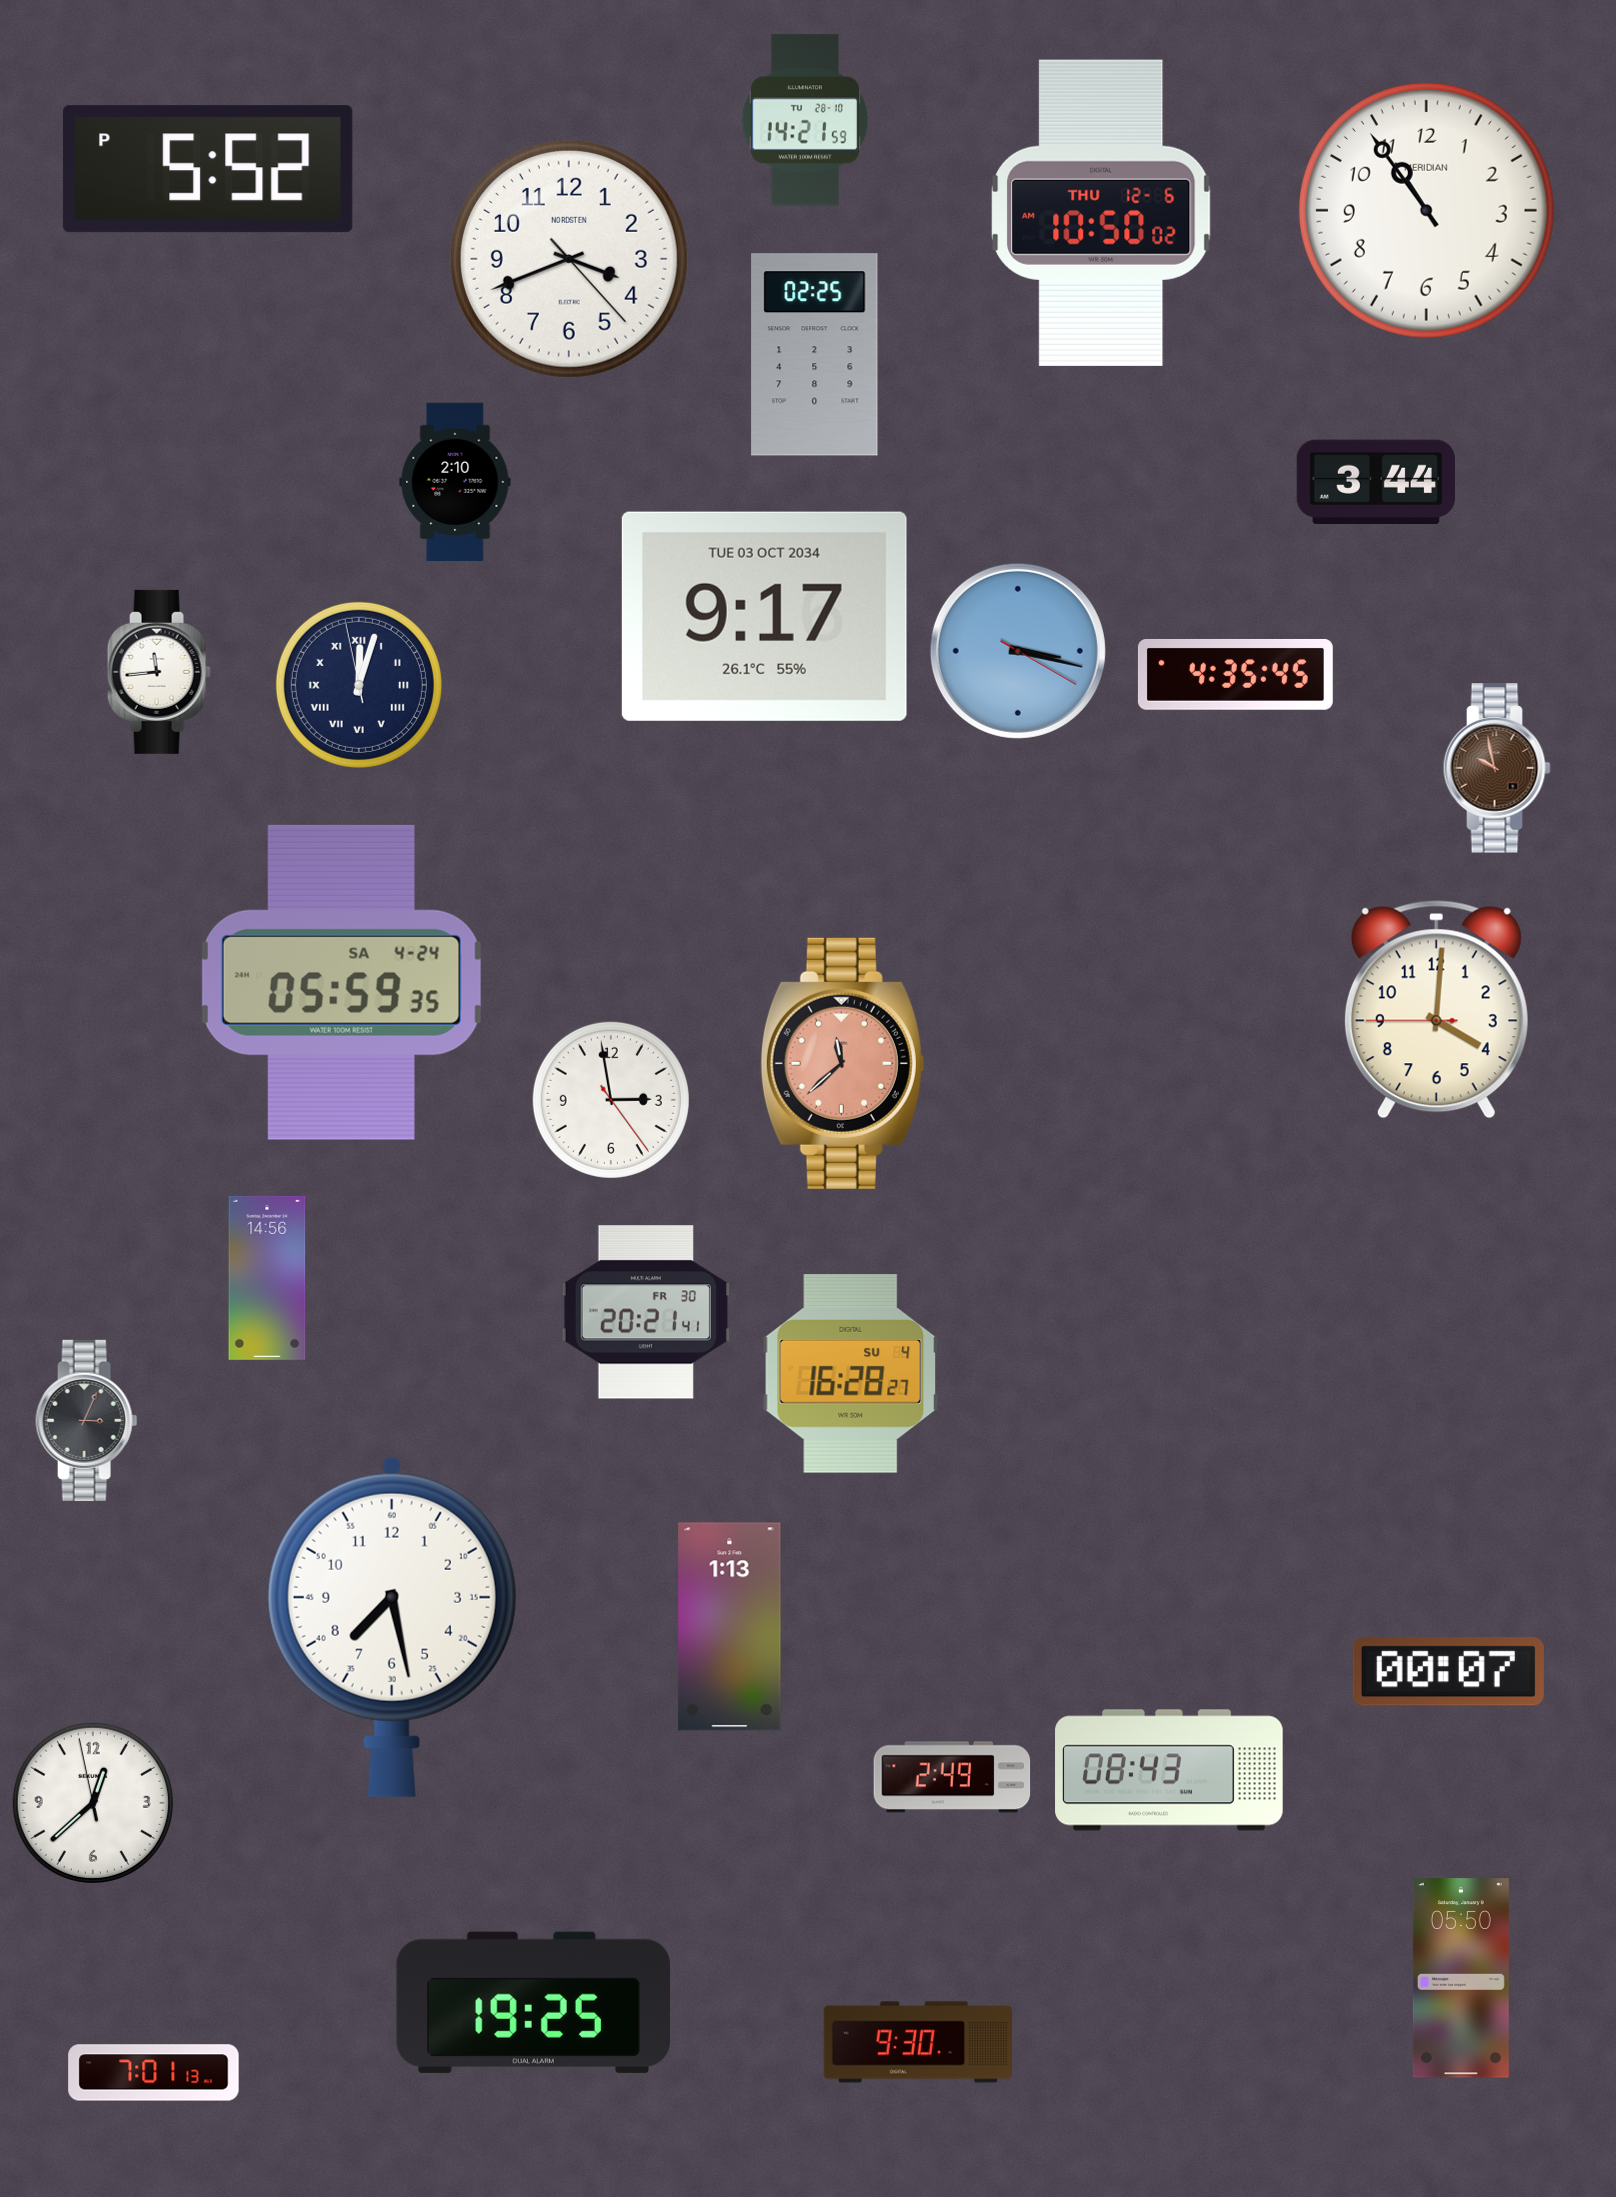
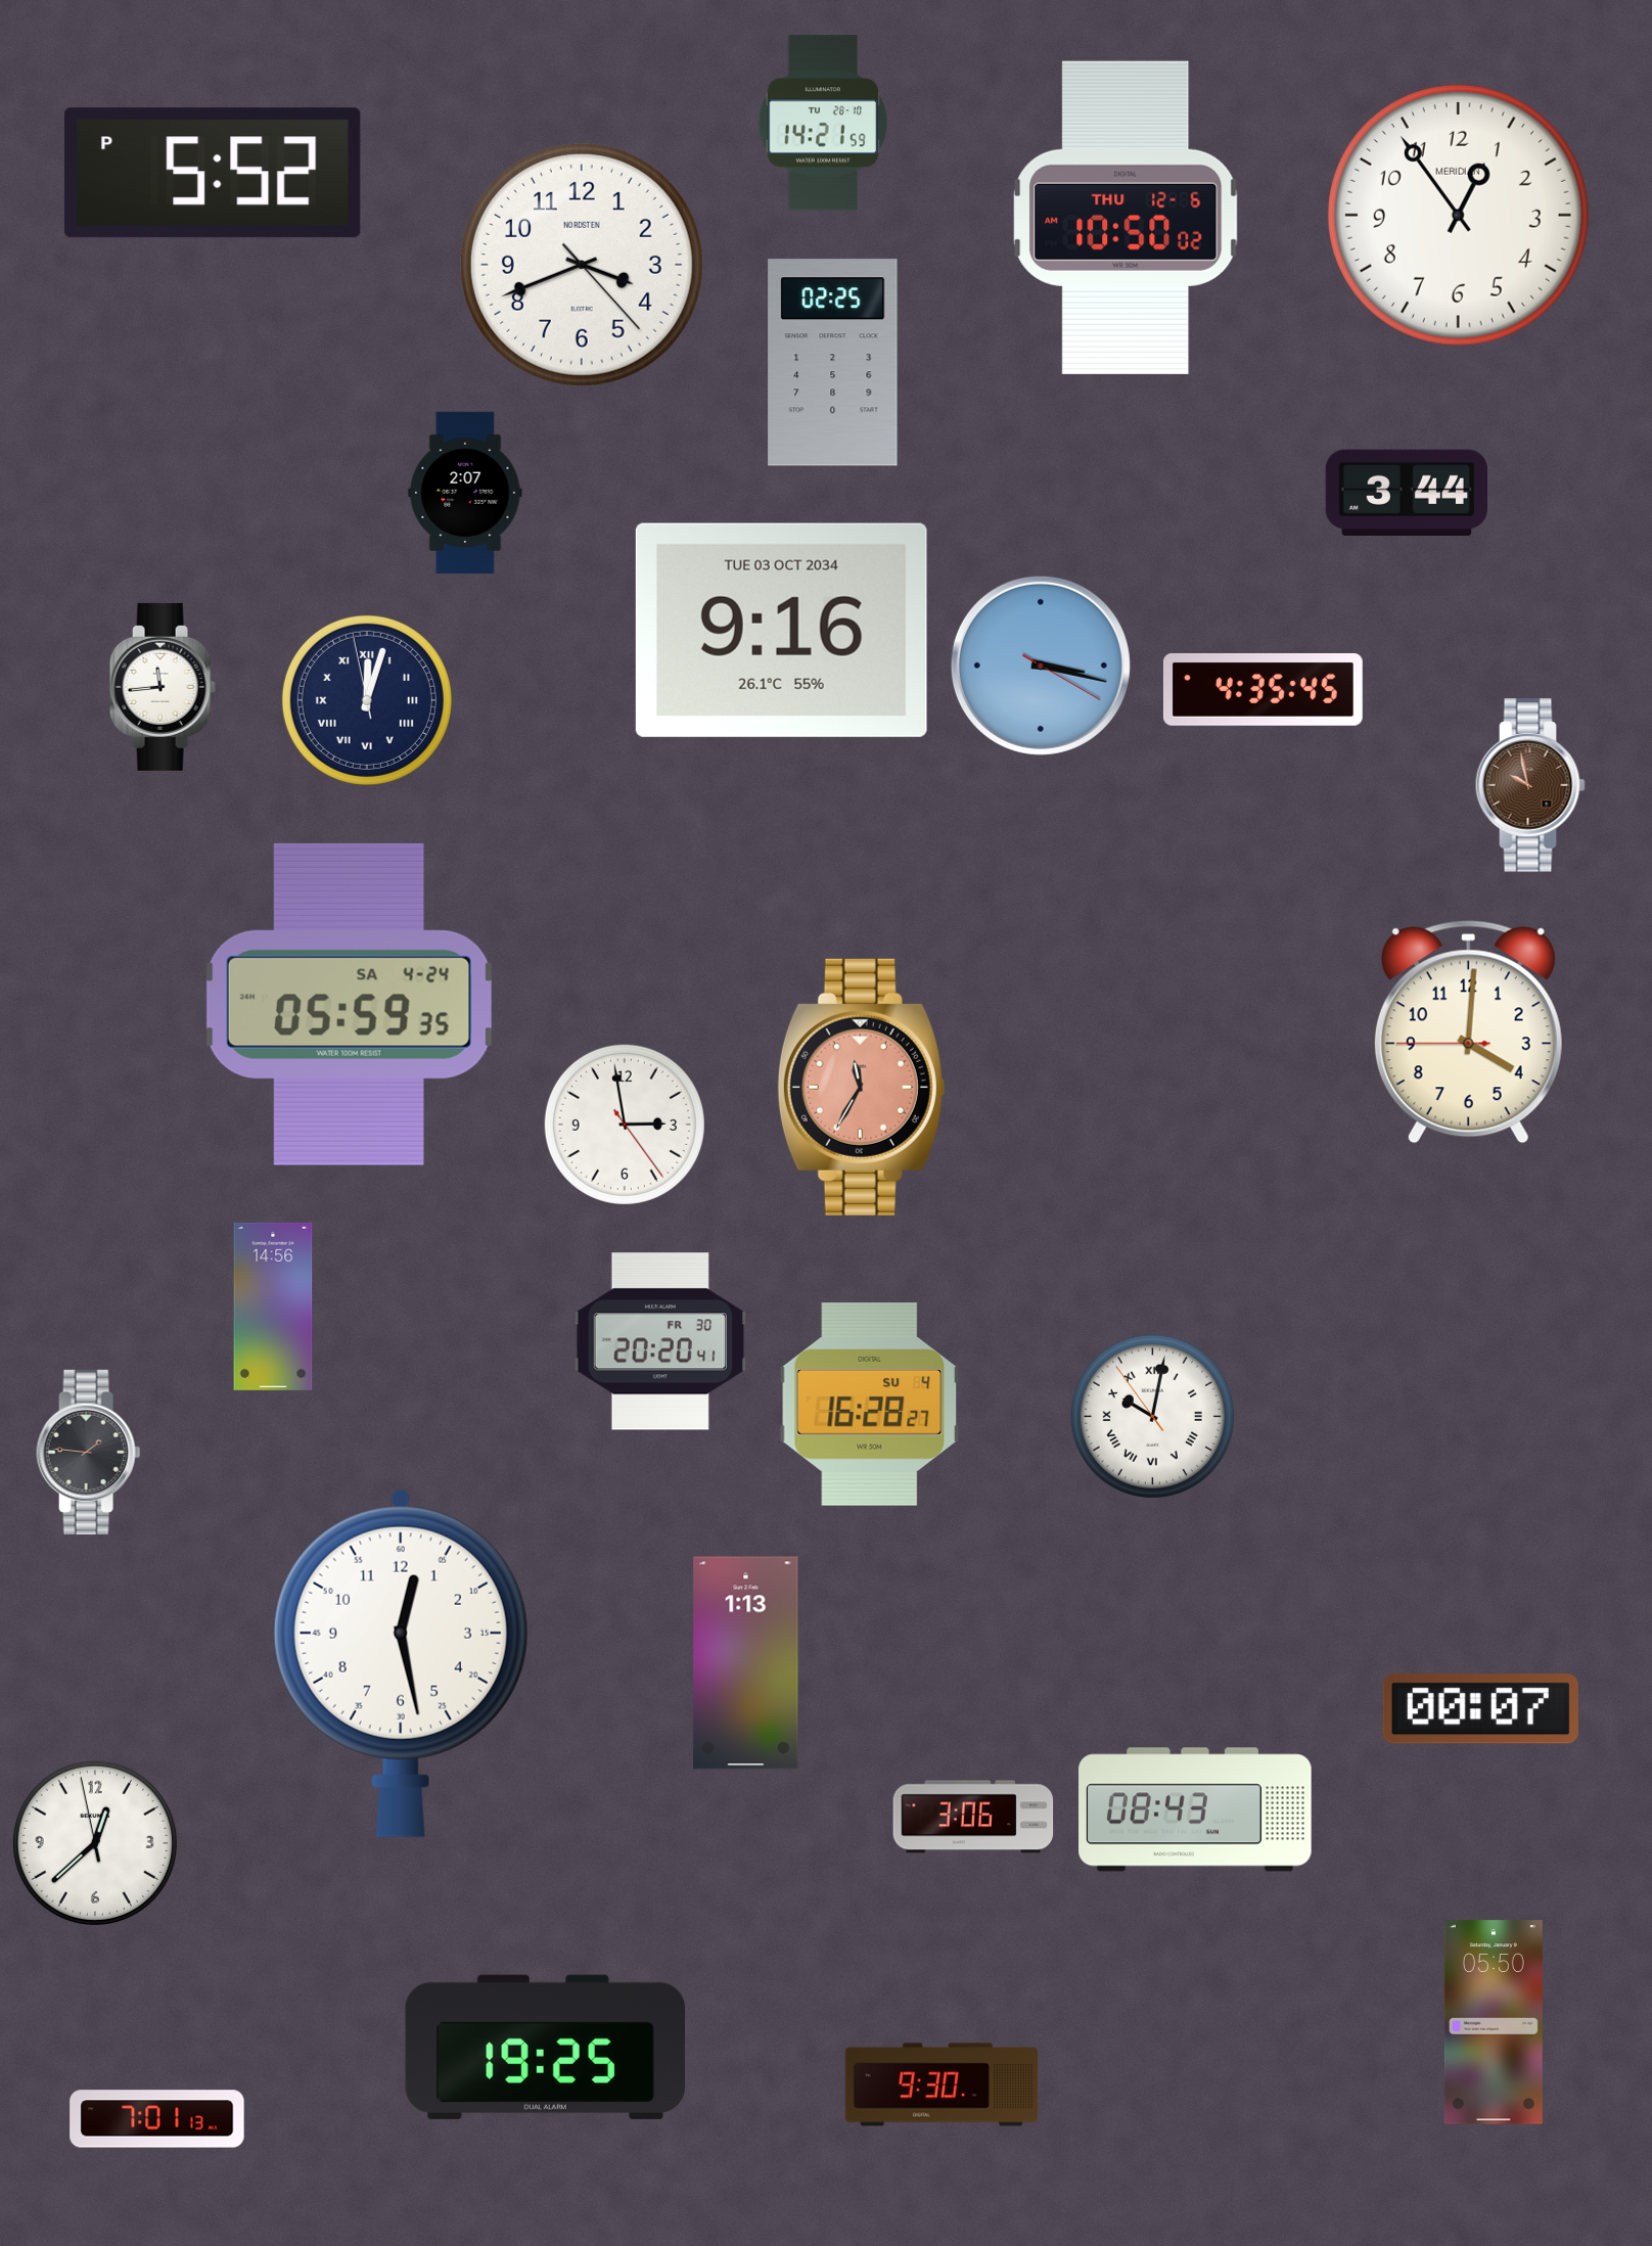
clock at (1426, 210): 10:54 -> 12:54
clock at (455, 482): 2:10 -> 2:07
clock at (764, 616): 9:17 -> 9:16
clock at (842, 1063): 11:38 -> 11:35
clock at (646, 1312): 20:21 -> 20:20
clock at (1152, 1416): none -> 10:01
clock at (87, 1420): 3:04 -> 1:46
clock at (392, 1627): 7:28 -> 12:28
clock at (952, 1777): 2:49 -> 3:06
clock at (917, 2042) position: (917, 2042) -> (940, 2084)
